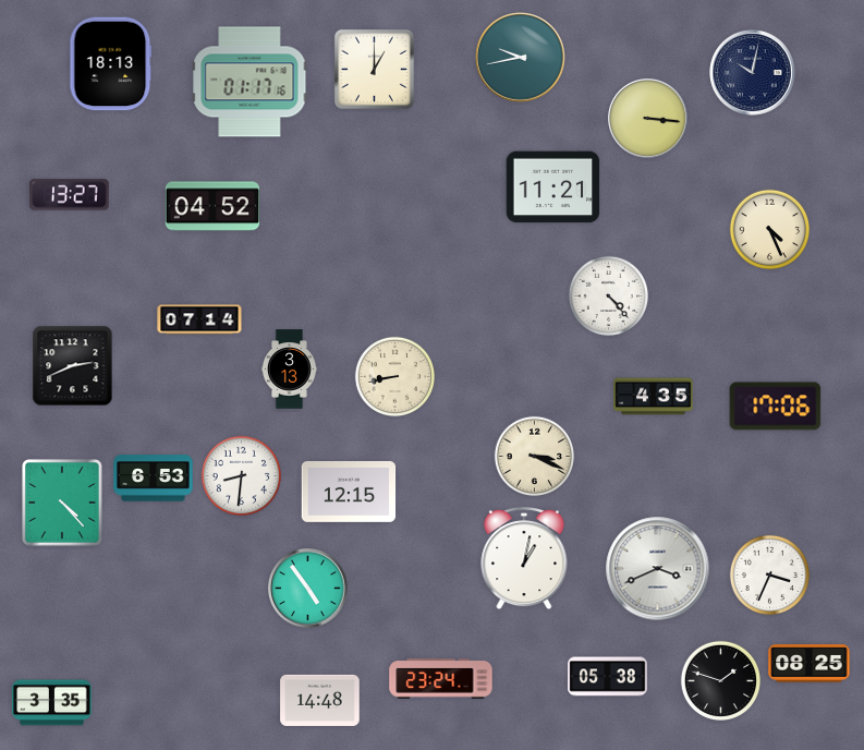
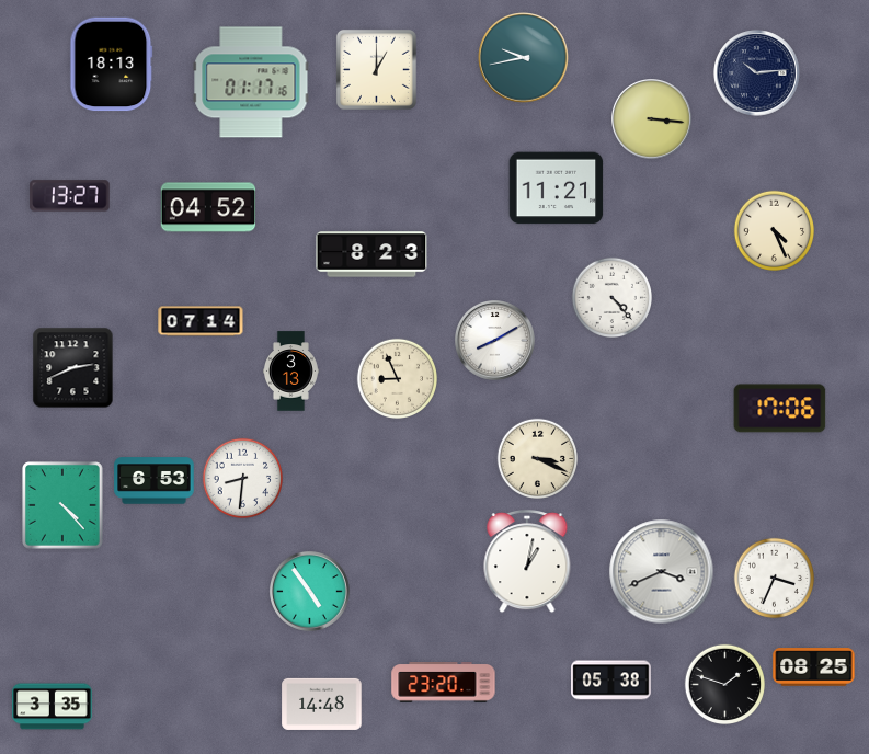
clock at (753, 73): 10:02 -> 10:14
clock at (212, 206) position: (212, 206) -> (208, 207)
clock at (371, 254): none -> 8:23
clock at (495, 341): none -> 8:10
clock at (394, 376): 8:43 -> 8:56
clock at (654, 397): 4:35 -> none
clock at (349, 492): 12:15 -> none
clock at (441, 679): 23:24 -> 23:20
